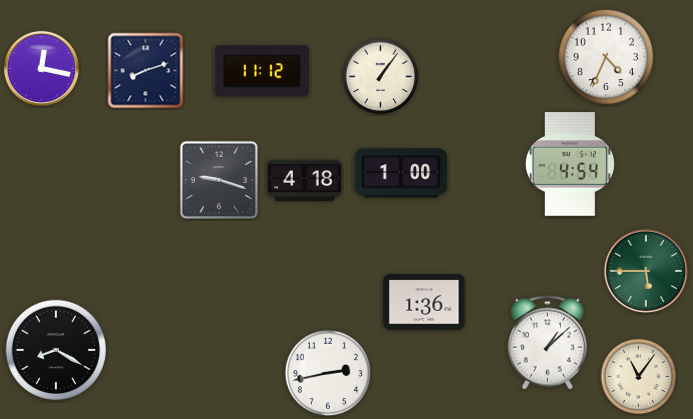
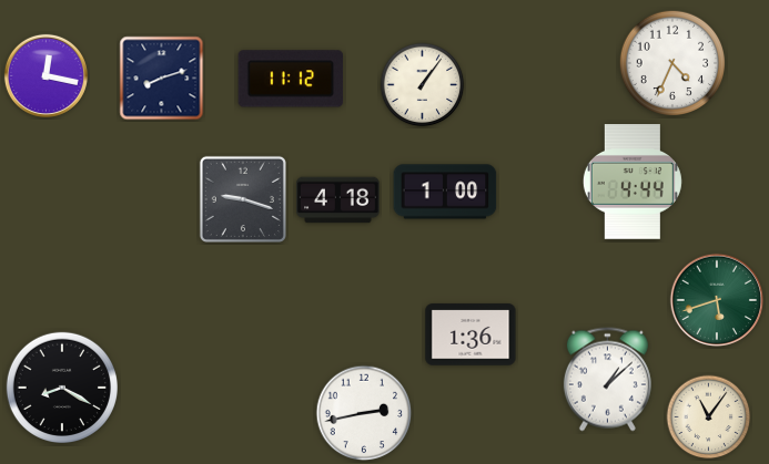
clock at (570, 164): 4:54 -> 4:44
clock at (645, 270): 5:45 -> 5:42
